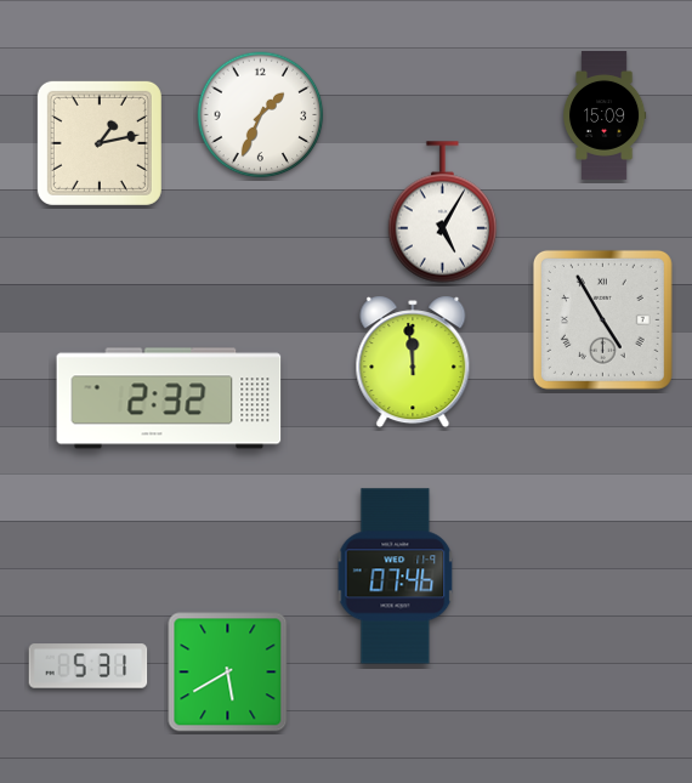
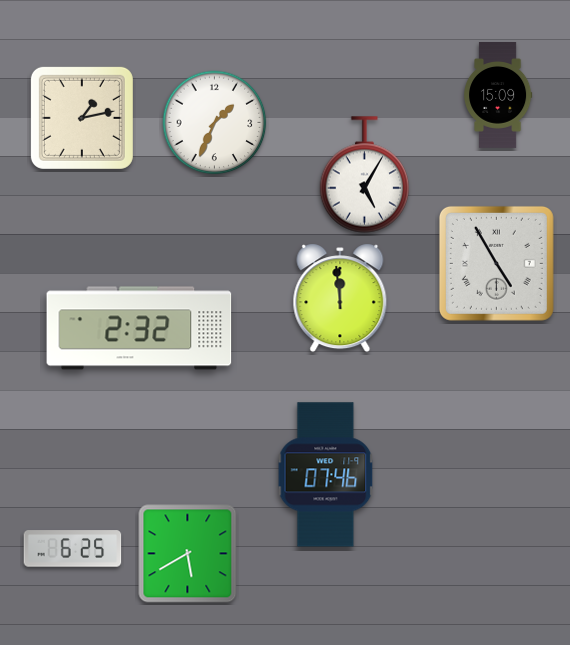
clock at (261, 115) position: (261, 115) -> (215, 123)
clock at (89, 666): 5:31 -> 6:25
